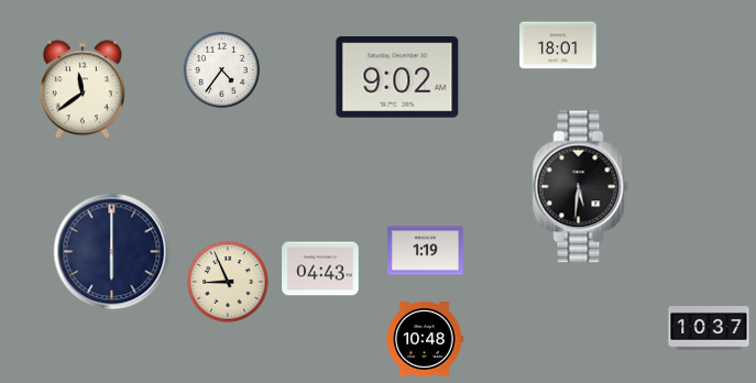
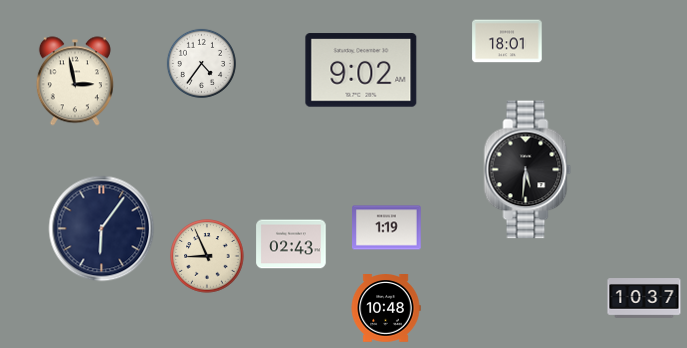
clock at (83, 89): 11:39 -> 2:58
clock at (112, 252): 6:00 -> 6:06
clock at (320, 269): 04:43 -> 02:43
